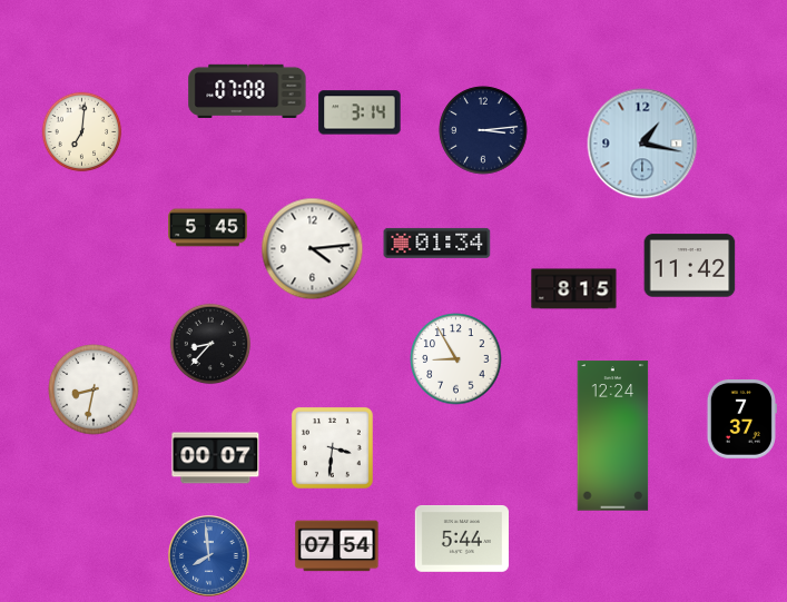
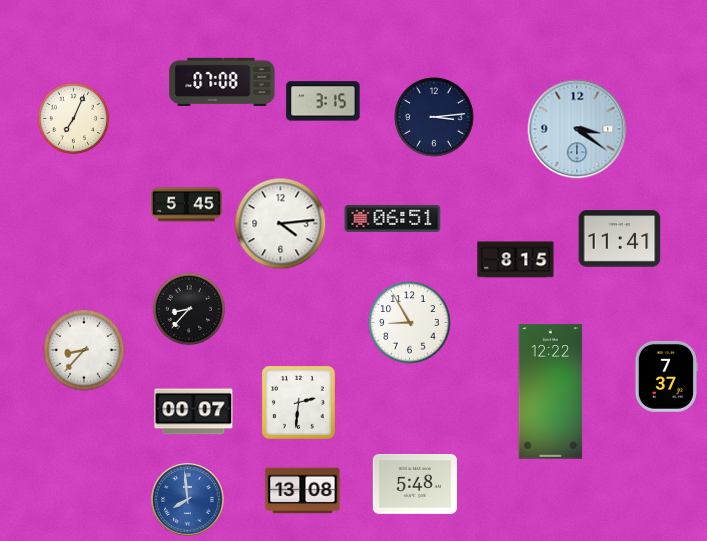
clock at (360, 112): 3:14 -> 3:15
clock at (82, 132): 7:01 -> 7:04
clock at (642, 144): 1:17 -> 3:21
clock at (437, 243): 01:34 -> 06:51
clock at (690, 266): 11:42 -> 11:41
clock at (94, 389): 8:32 -> 8:37
clock at (613, 436): 12:24 -> 12:22
clock at (332, 447): 3:31 -> 2:31
clock at (462, 540): 5:44 -> 5:48
clock at (337, 546): 07:54 -> 13:08
